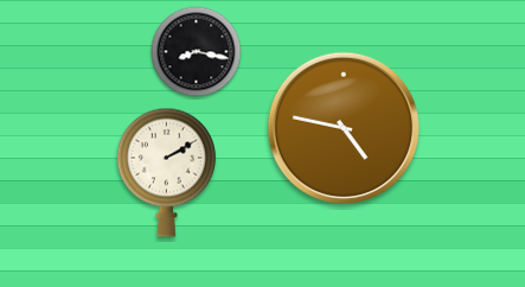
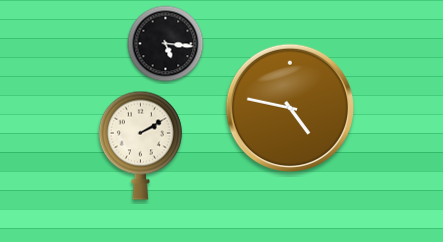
clock at (197, 52): 8:17 -> 5:16
